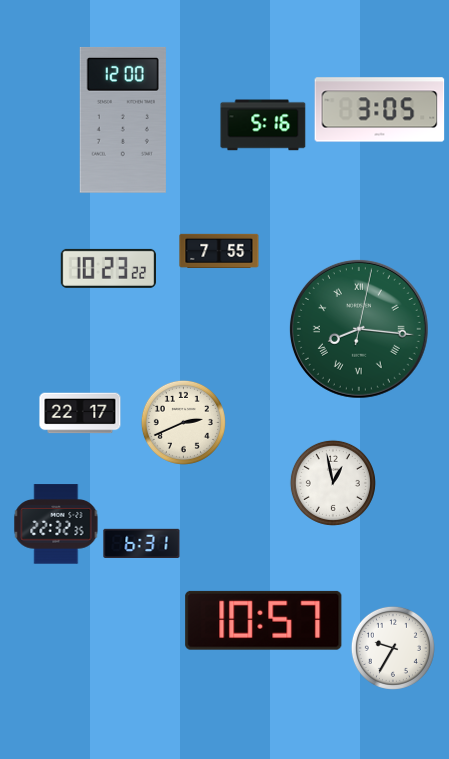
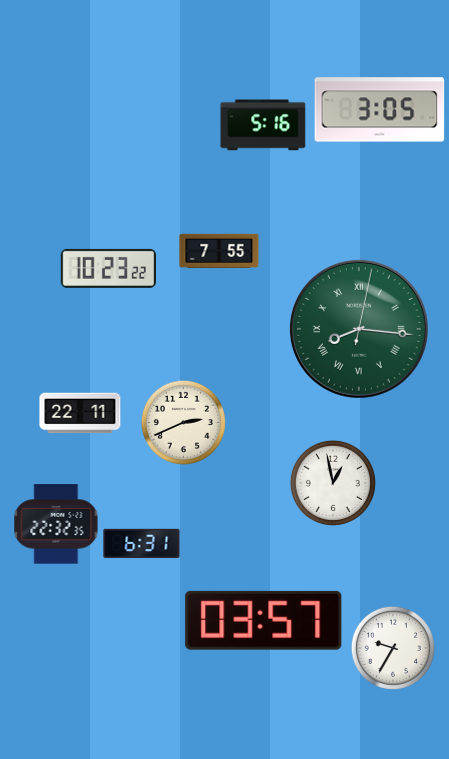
clock at (123, 120): 12:00 -> none
clock at (80, 413): 22:17 -> 22:11
clock at (264, 620): 10:57 -> 03:57
